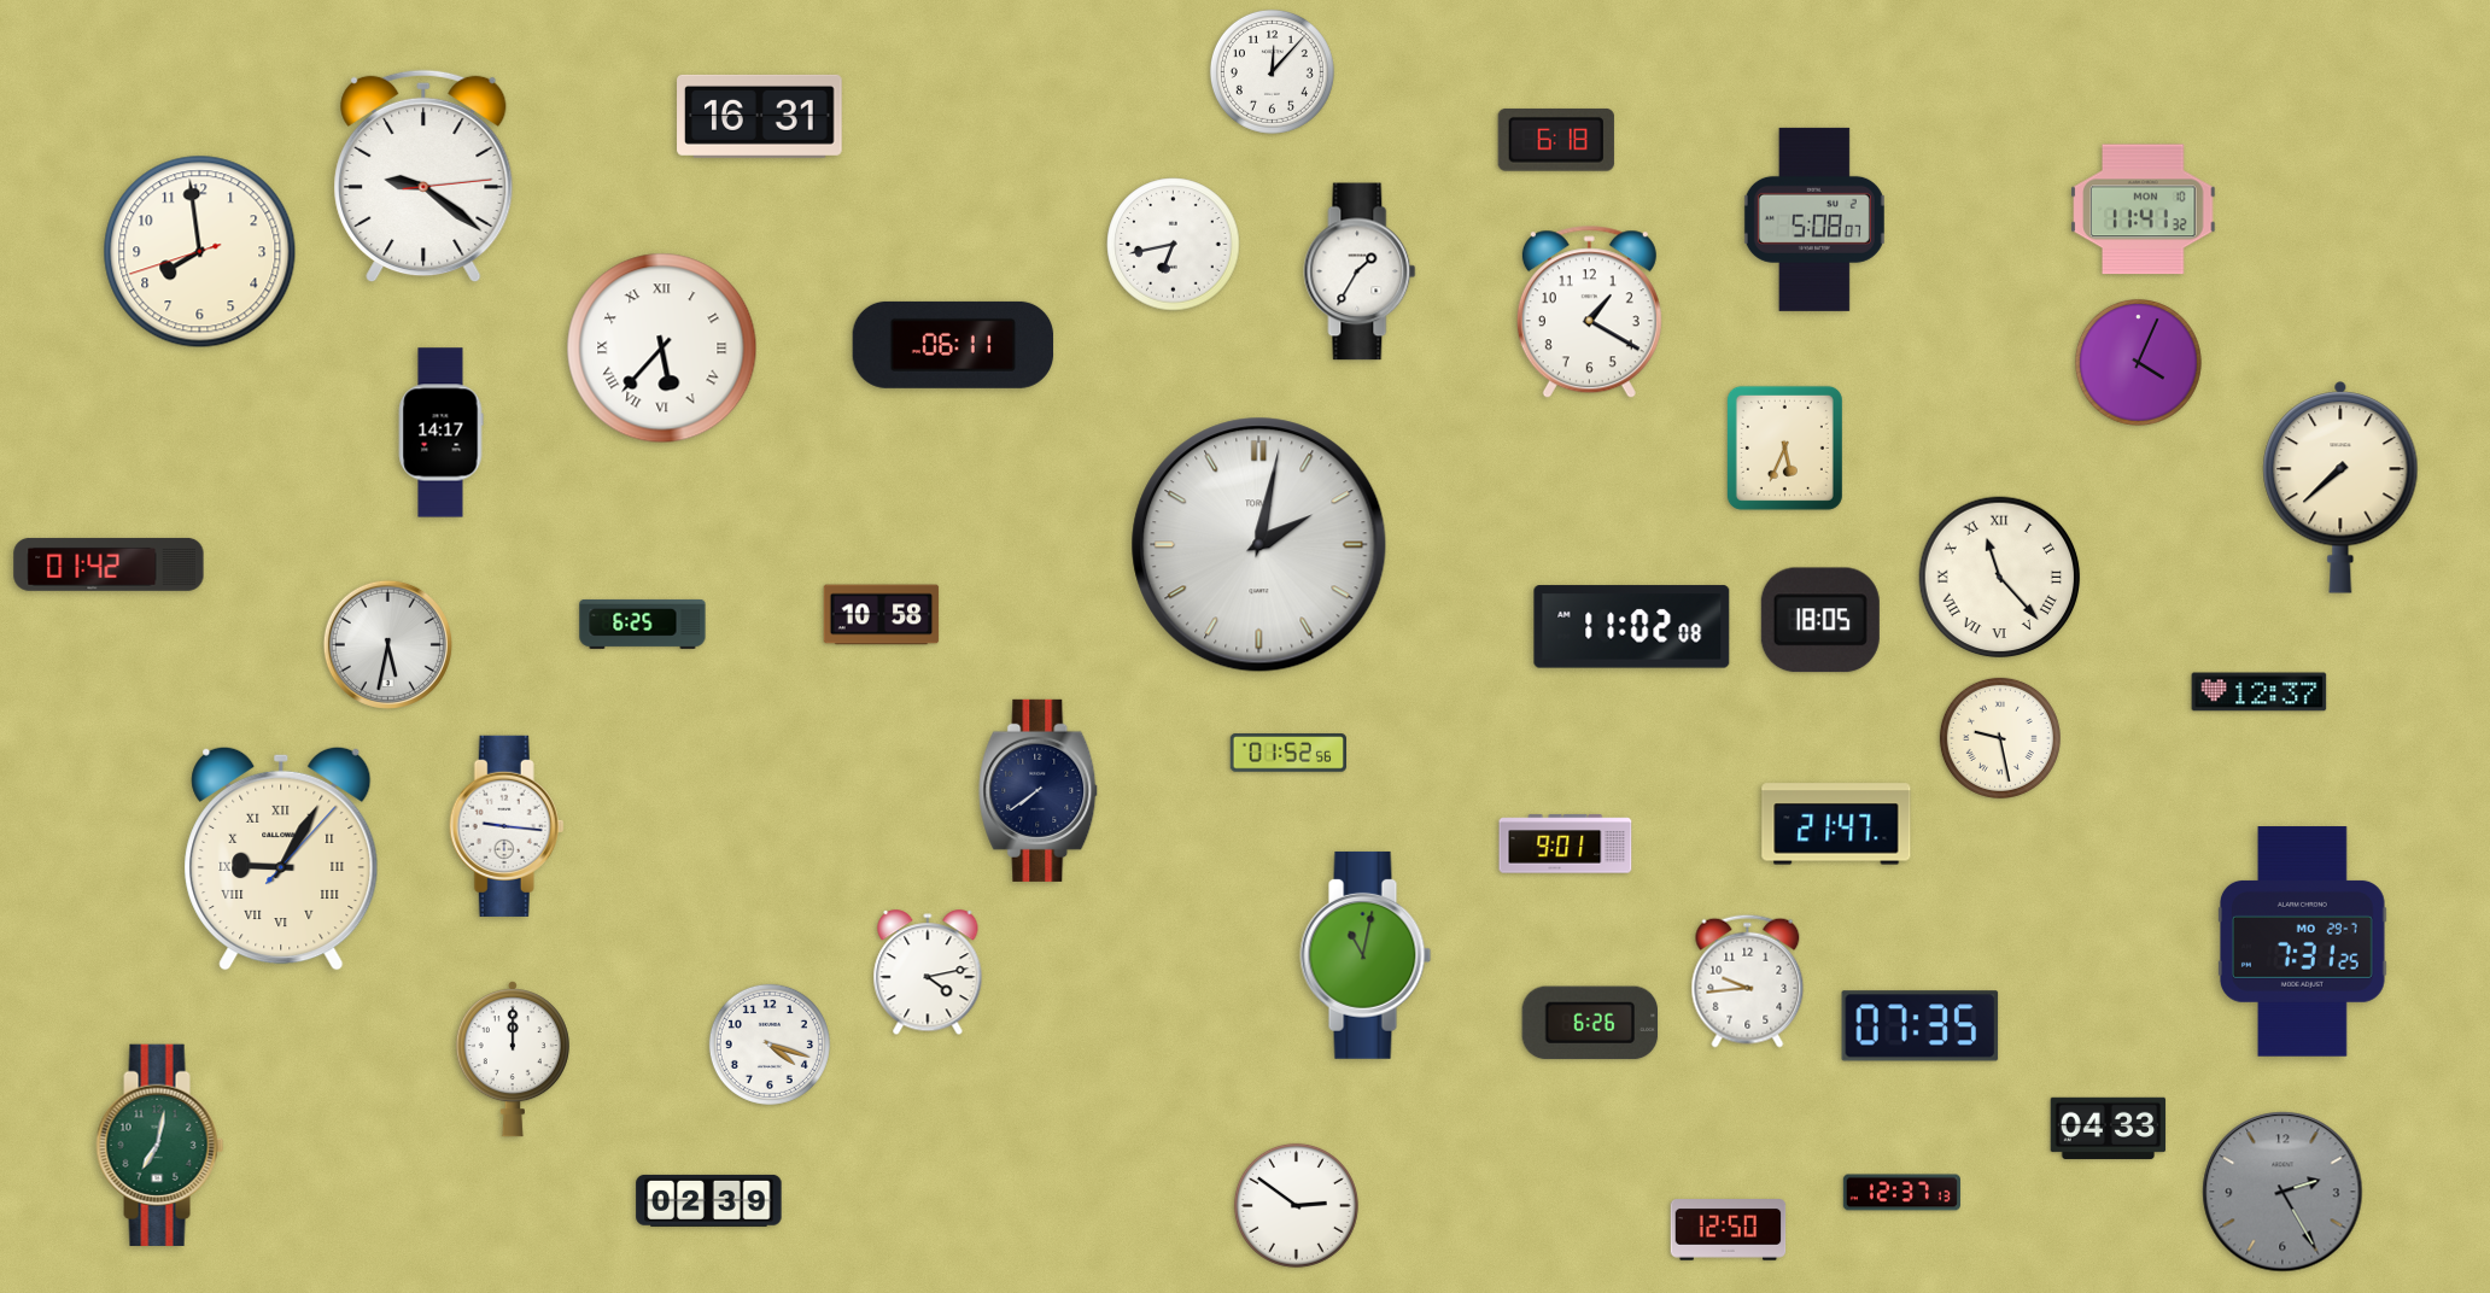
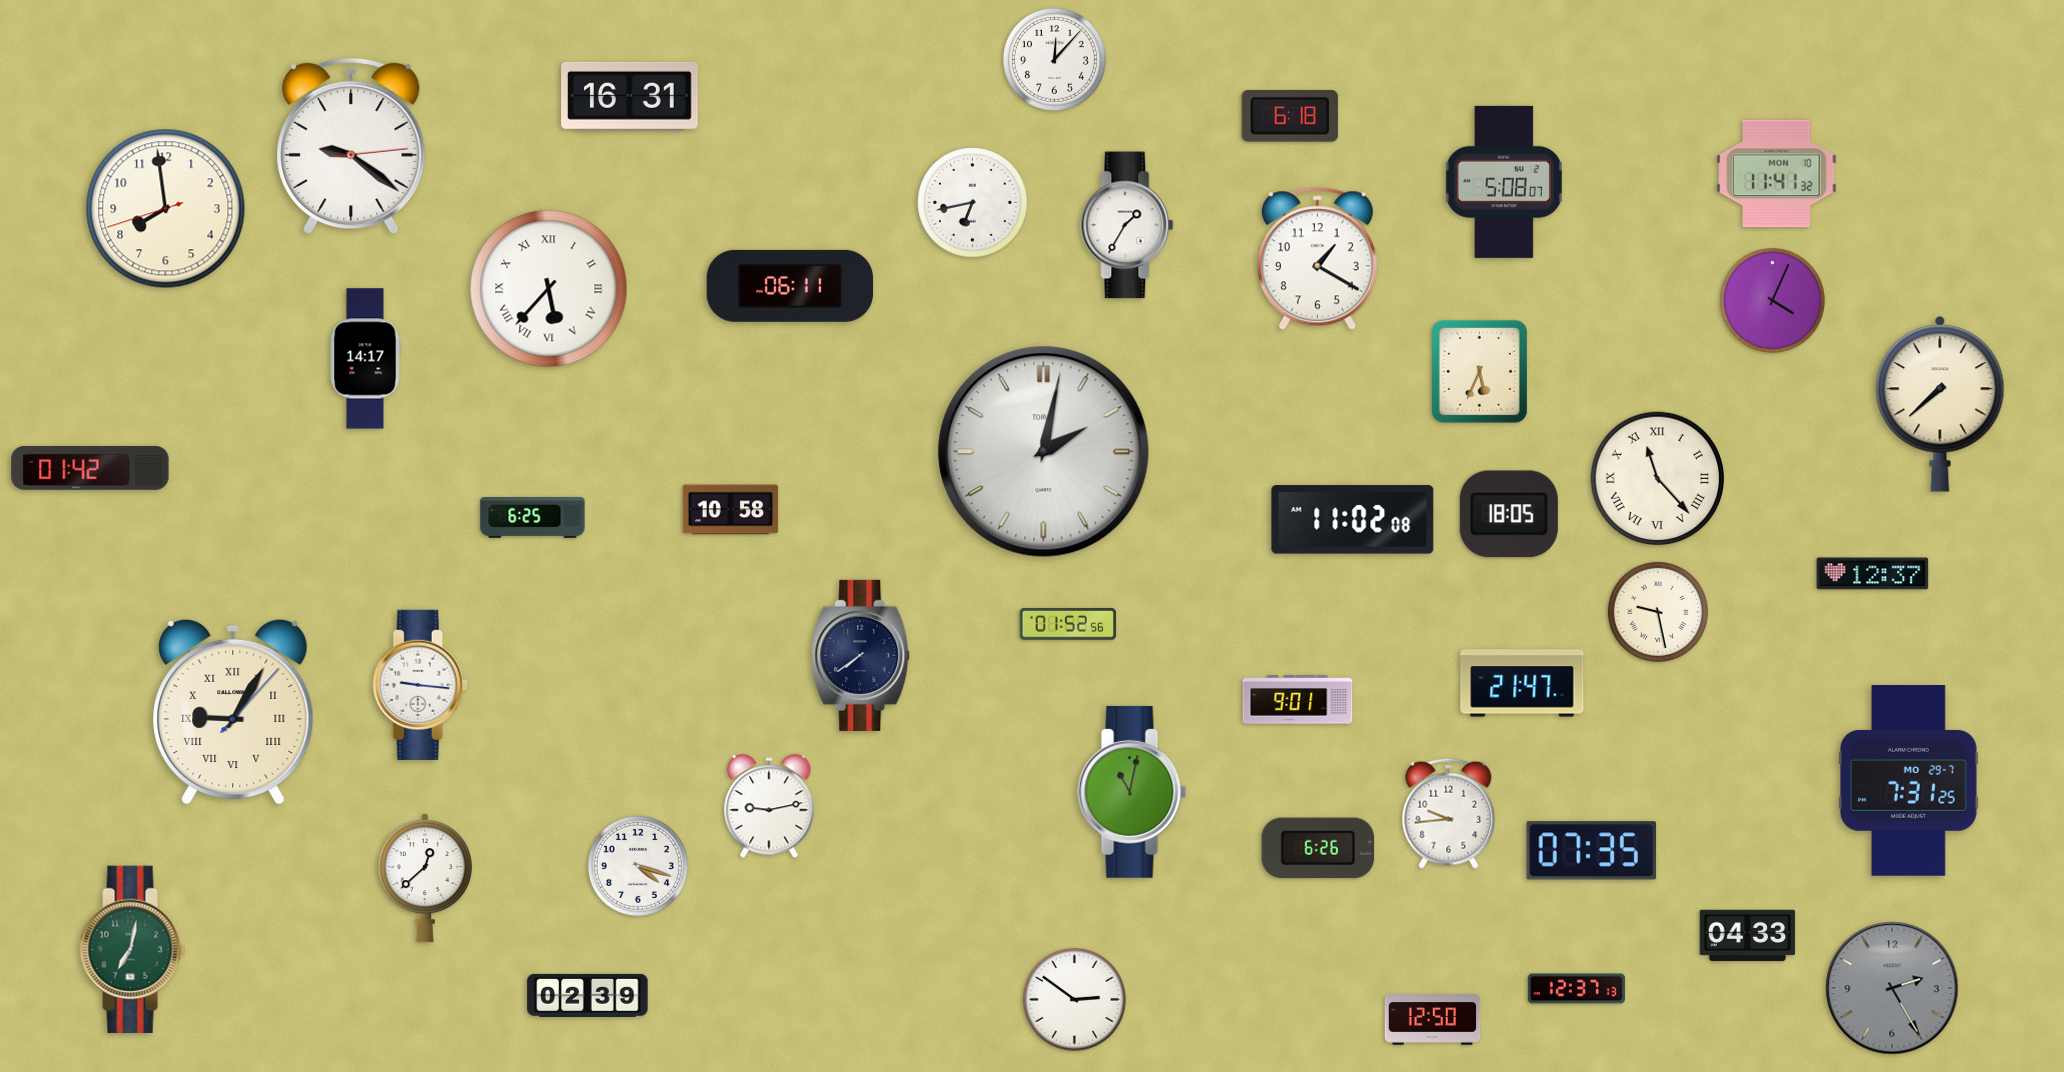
clock at (387, 644): 5:32 -> none
clock at (928, 973): 4:13 -> 9:13
clock at (513, 1059): 12:00 -> 12:38
